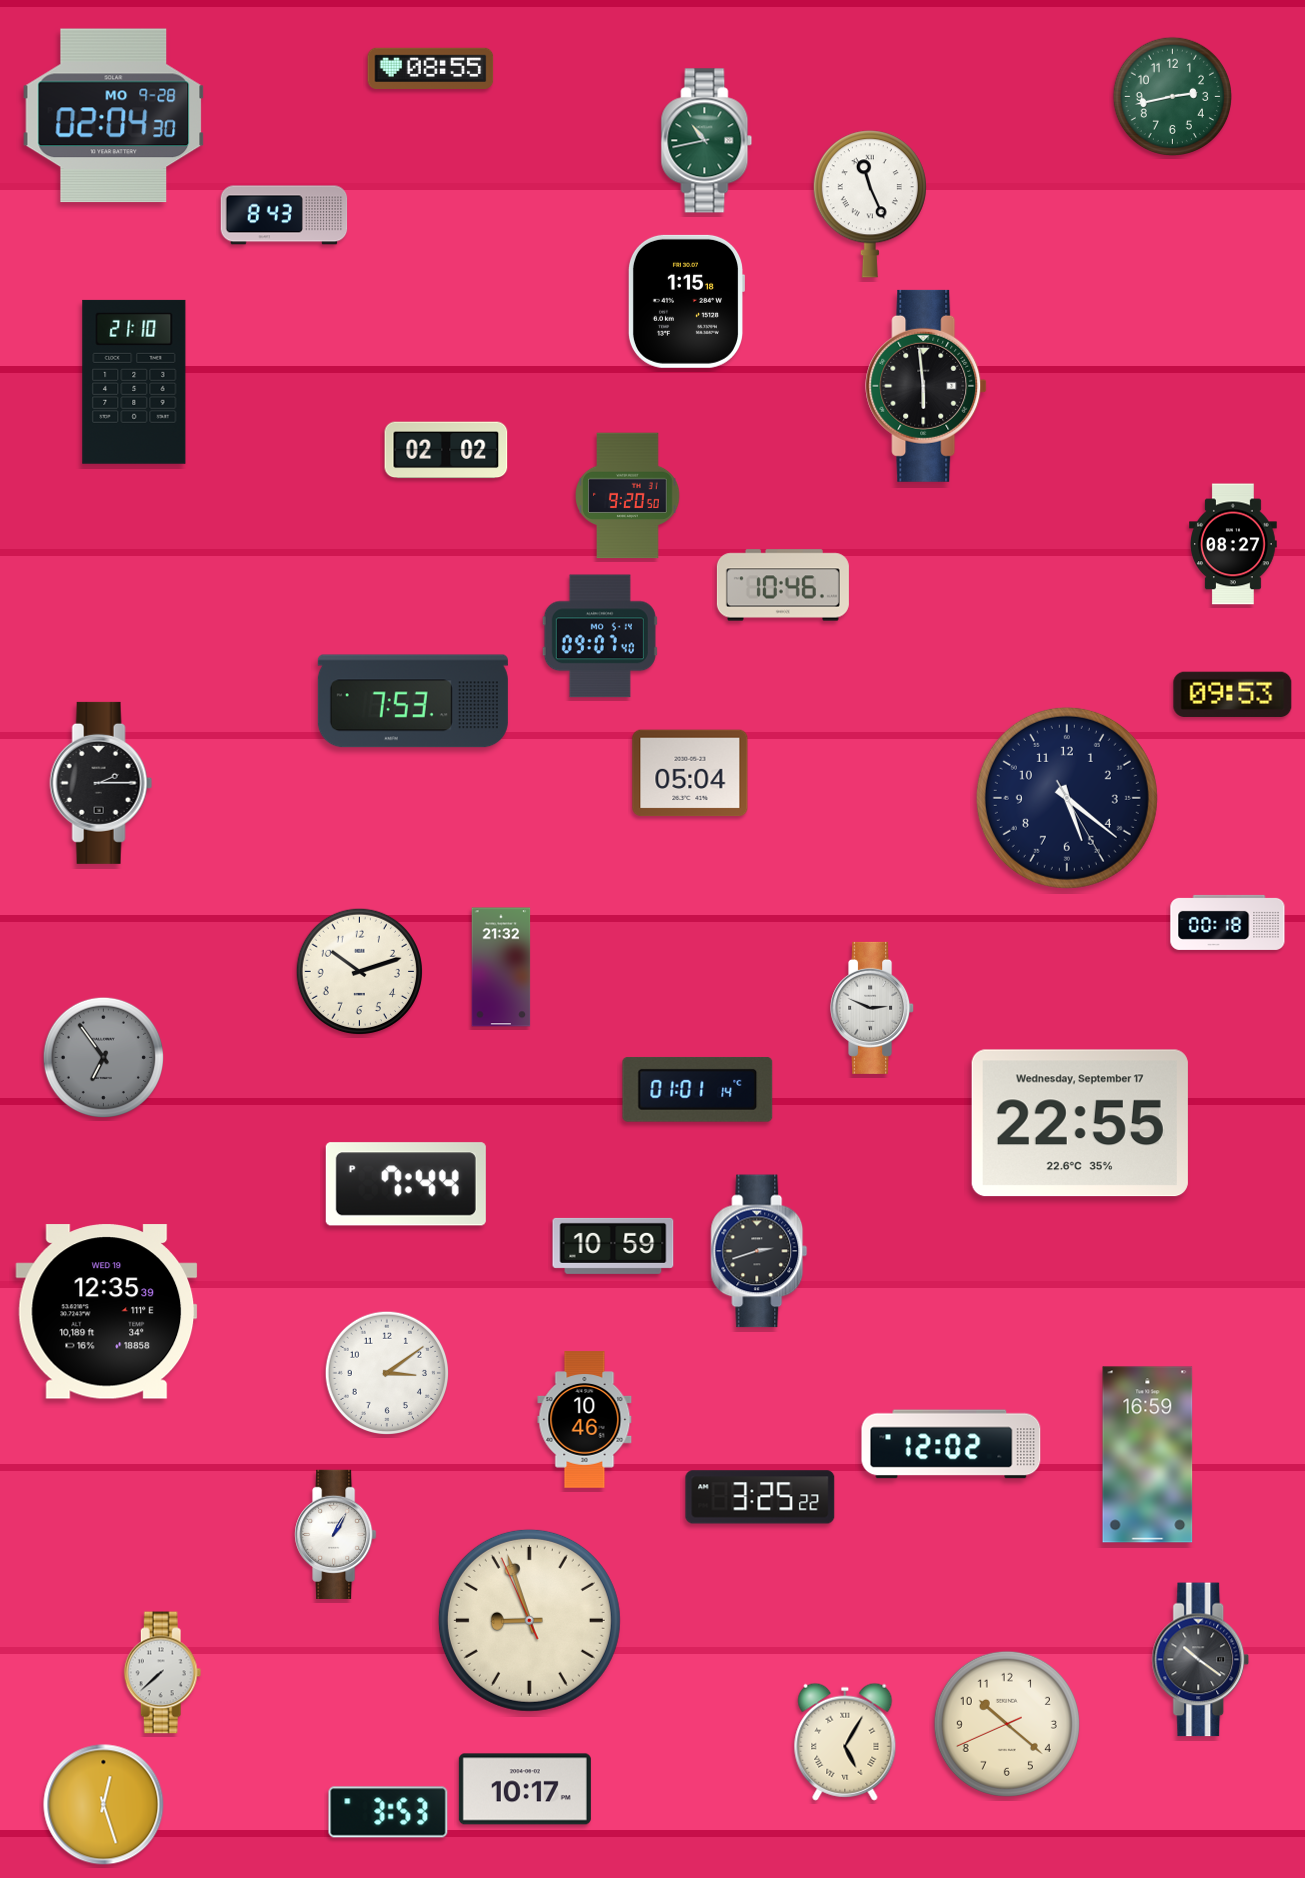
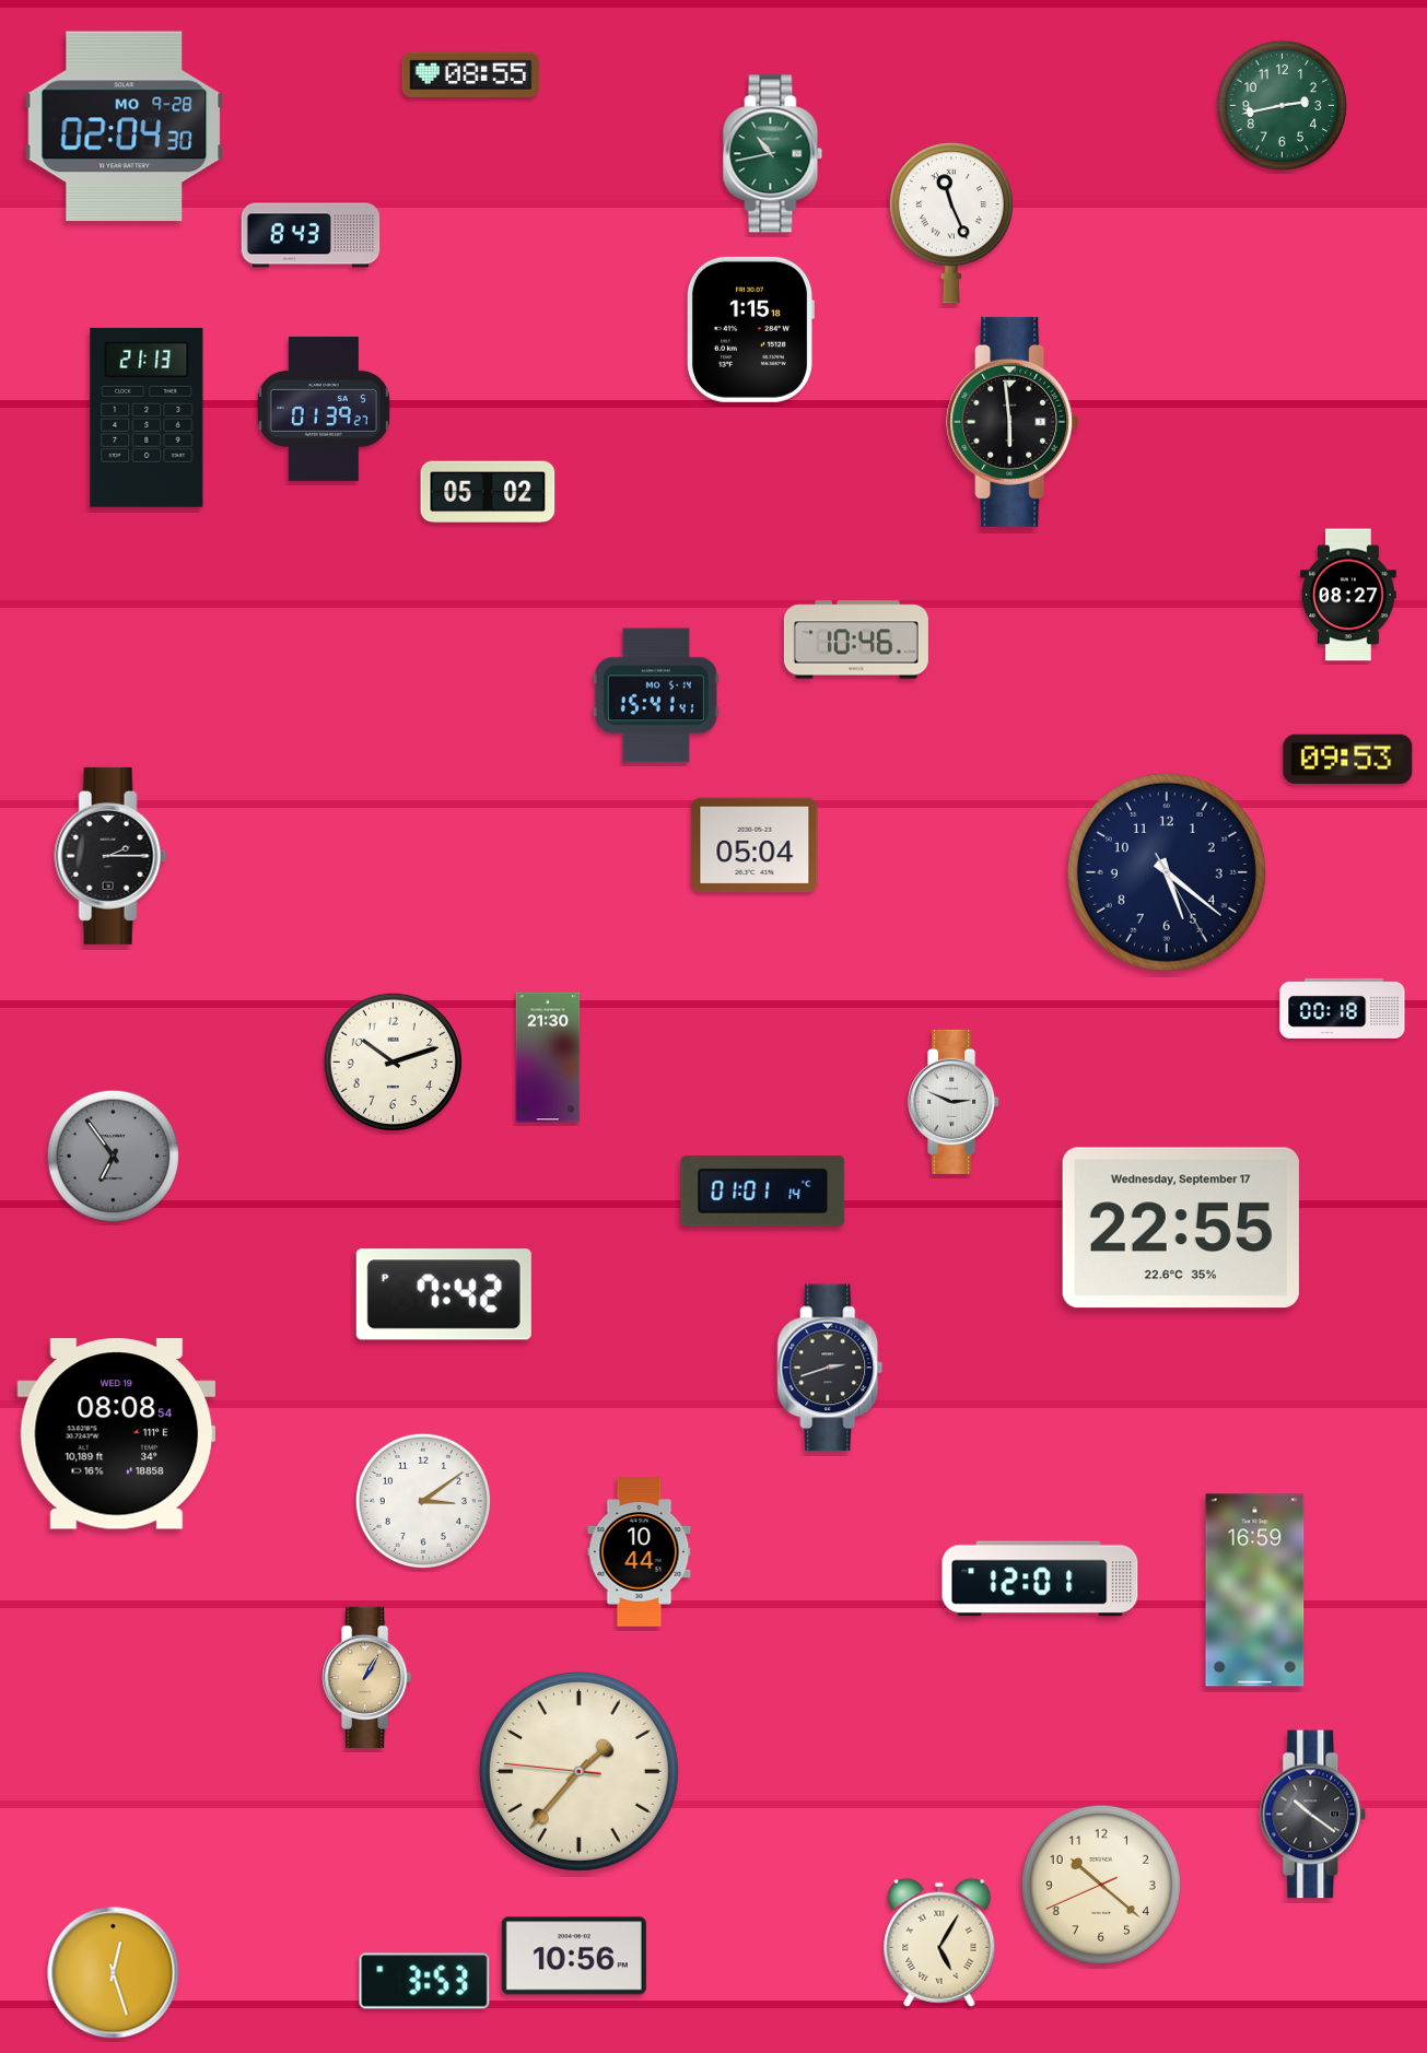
clock at (324, 409): none -> 01:39
clock at (134, 382): 21:10 -> 21:13
clock at (446, 450): 02:02 -> 05:02
clock at (628, 496): 9:20 -> none
clock at (600, 636): 09:07 -> 15:41
clock at (413, 701): 7:53 -> none
clock at (501, 967): 21:32 -> 21:30
clock at (406, 1184): 7:44 -> 7:42
clock at (613, 1246): 10:59 -> none
clock at (107, 1312): 12:35 -> 08:08
clock at (585, 1420): 10:46 -> 10:44
clock at (951, 1444): 12:02 -> 12:01
clock at (760, 1497): 3:25 -> none
clock at (336, 1534) dial: white -> champagne
clock at (529, 1620): 8:56 -> 1:36
clock at (163, 1673): 7:38 -> none
clock at (845, 1742) position: (845, 1742) -> (939, 1943)
clock at (525, 1789): 10:17 -> 10:56
